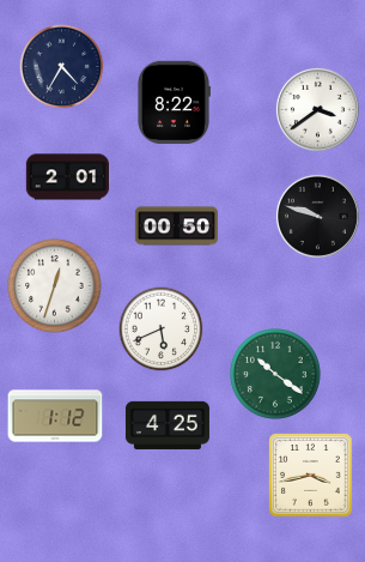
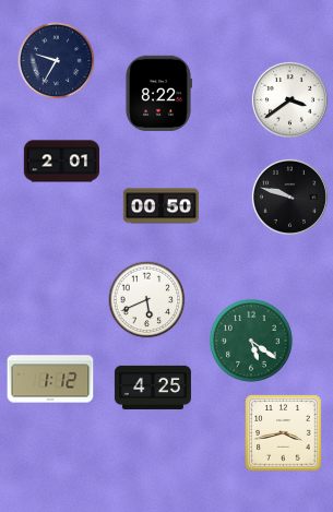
clock at (62, 67): 4:35 -> 9:35
clock at (55, 286): 12:33 -> none
clock at (276, 375): 10:21 -> 5:21
